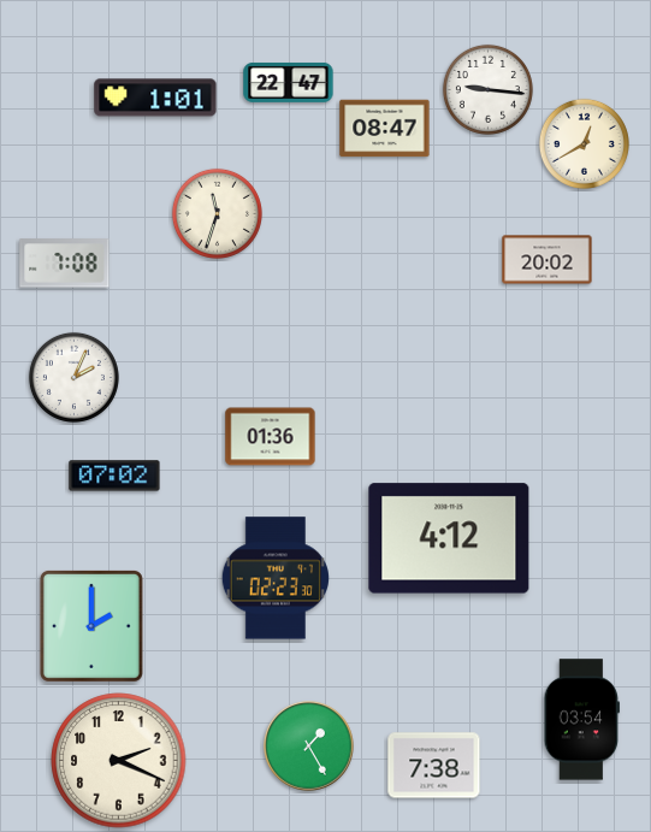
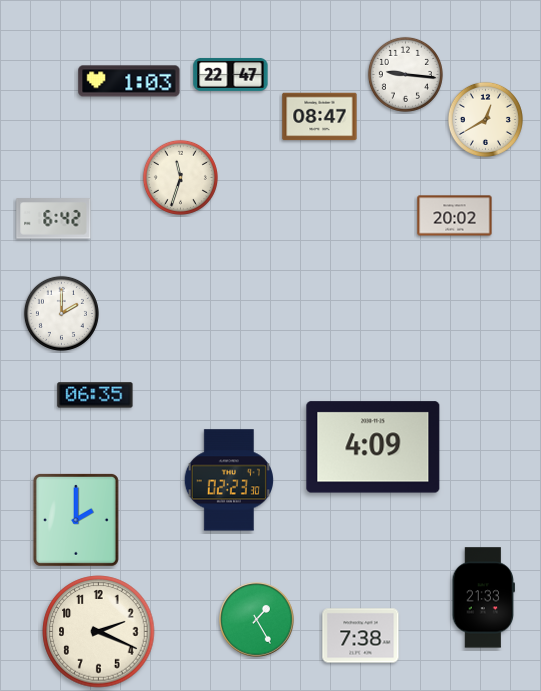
clock at (289, 82) position: (289, 82) -> (231, 74)
clock at (155, 98): 1:01 -> 1:03
clock at (385, 129) position: (385, 129) -> (320, 117)
clock at (65, 264): 7:08 -> 6:42
clock at (73, 377): 2:04 -> 2:00
clock at (271, 437): 01:36 -> none
clock at (114, 476): 07:02 -> 06:35
clock at (449, 538): 4:12 -> 4:09
clock at (582, 720): 03:54 -> 21:33
